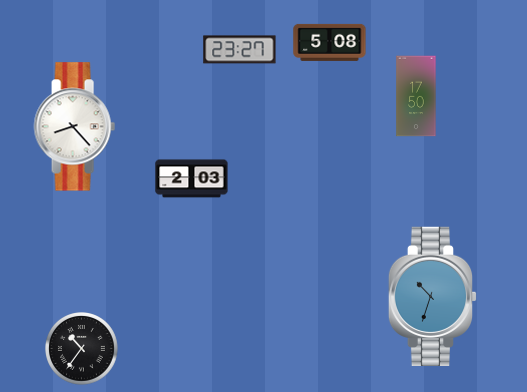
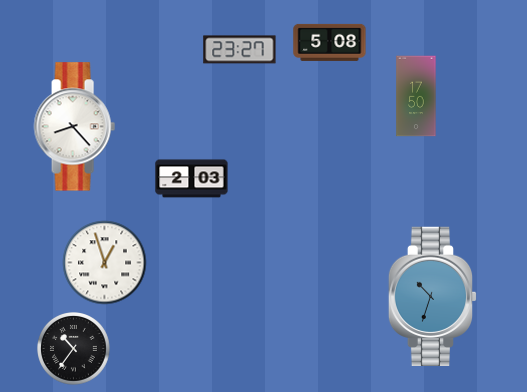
clock at (105, 263): none -> 12:57
clock at (82, 349) position: (82, 349) -> (74, 349)
